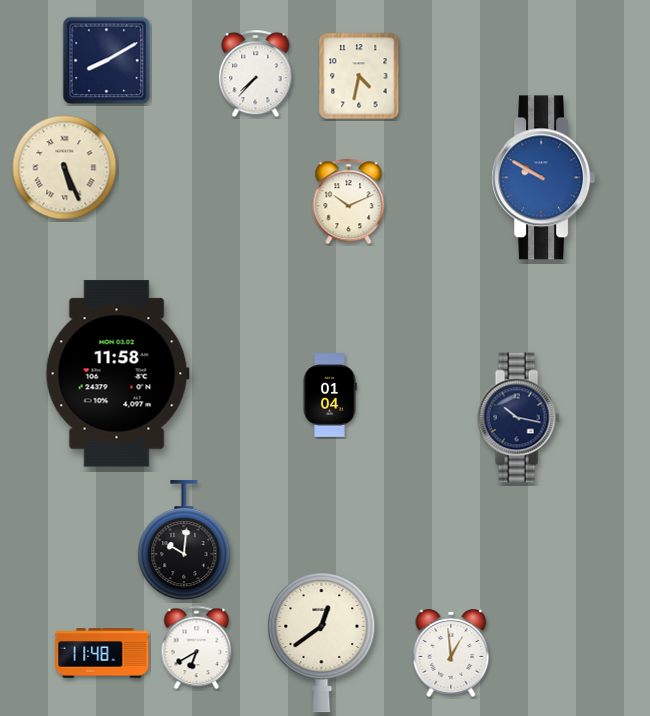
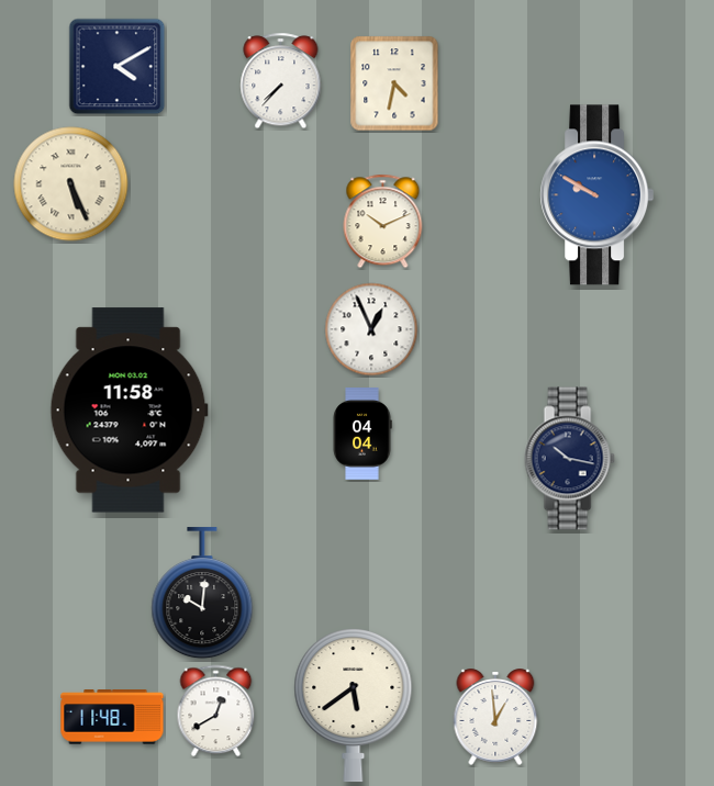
clock at (107, 61): 8:10 -> 4:10
clock at (371, 329): none -> 12:56
clock at (330, 396): 01:04 -> 04:04
clock at (322, 643): 12:39 -> 5:39
clock at (197, 648): 6:40 -> 12:40
